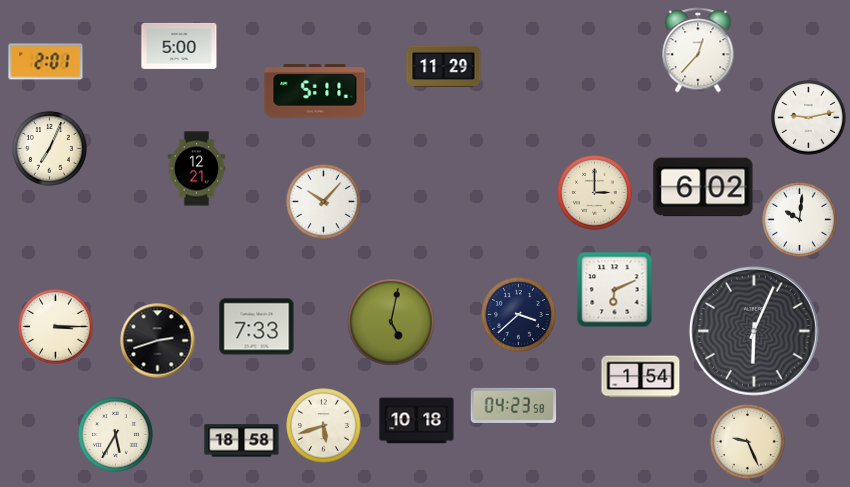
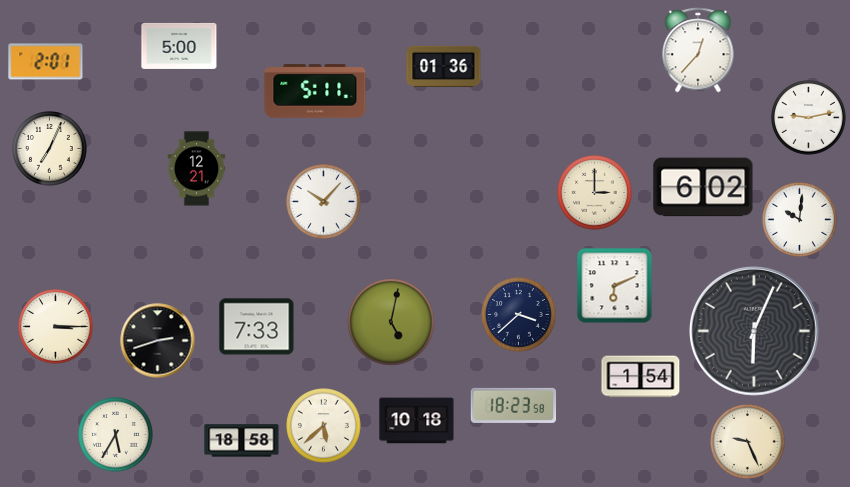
clock at (444, 66): 11:29 -> 01:36
clock at (615, 290) position: (615, 290) -> (615, 286)
clock at (514, 405): 04:23 -> 18:23
clock at (324, 426): 5:42 -> 5:38
